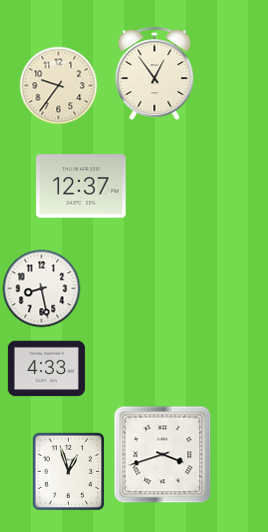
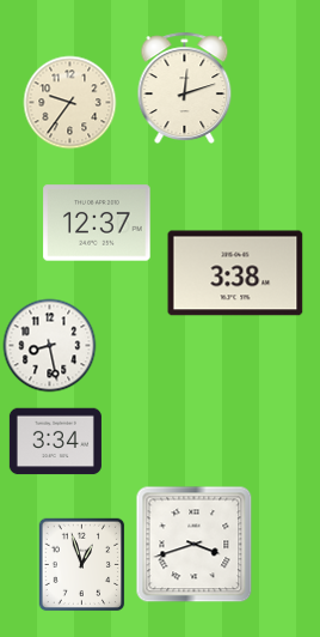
clock at (155, 73): 12:54 -> 12:12
clock at (235, 273): none -> 3:38
clock at (46, 369): 4:33 -> 3:34
